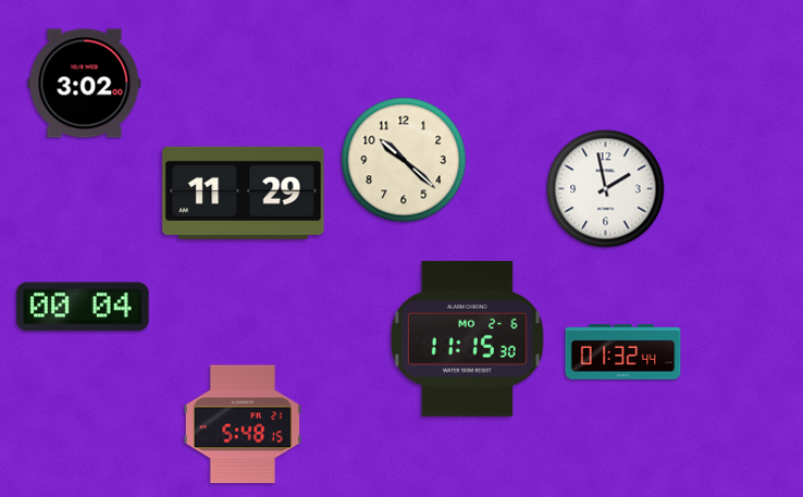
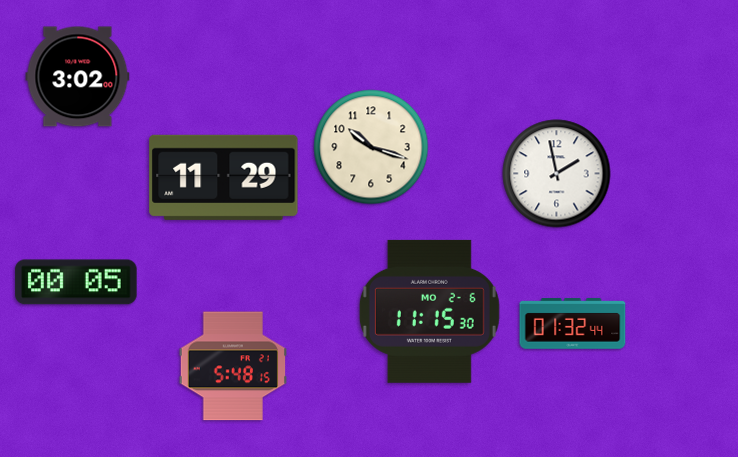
clock at (404, 160): 10:22 -> 10:18
clock at (83, 307): 00:04 -> 00:05
clock at (242, 424) position: (242, 424) -> (232, 366)
